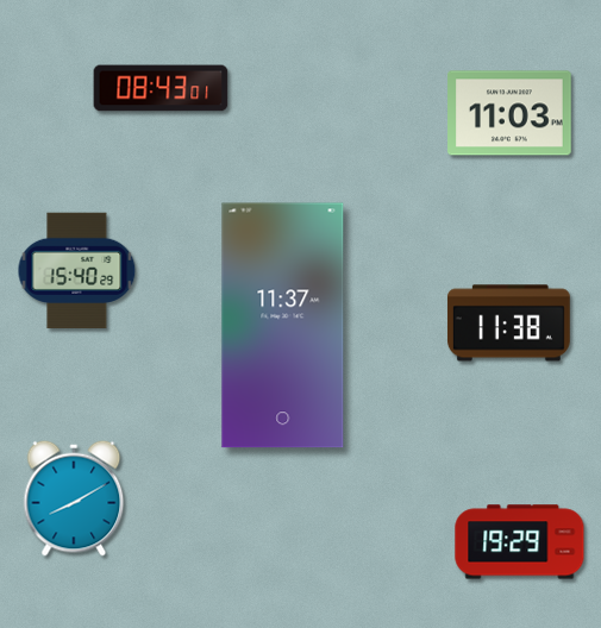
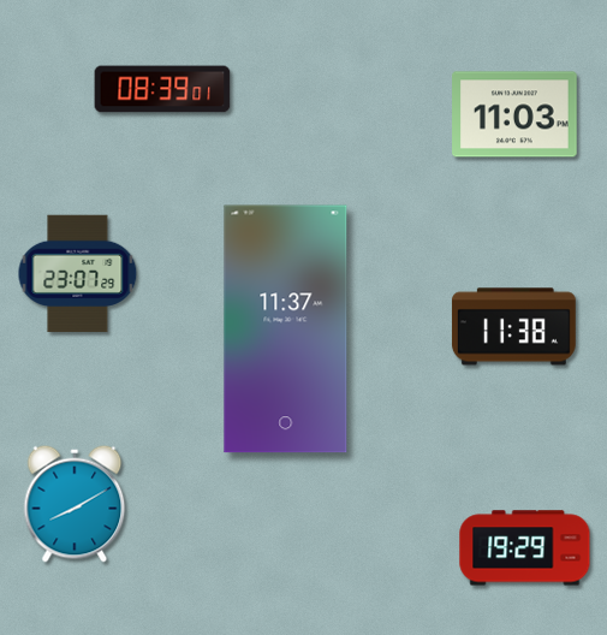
clock at (161, 88): 08:43 -> 08:39
clock at (77, 271): 15:40 -> 23:07
